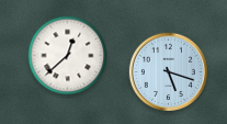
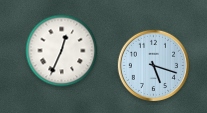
clock at (68, 56): 12:38 -> 12:34
